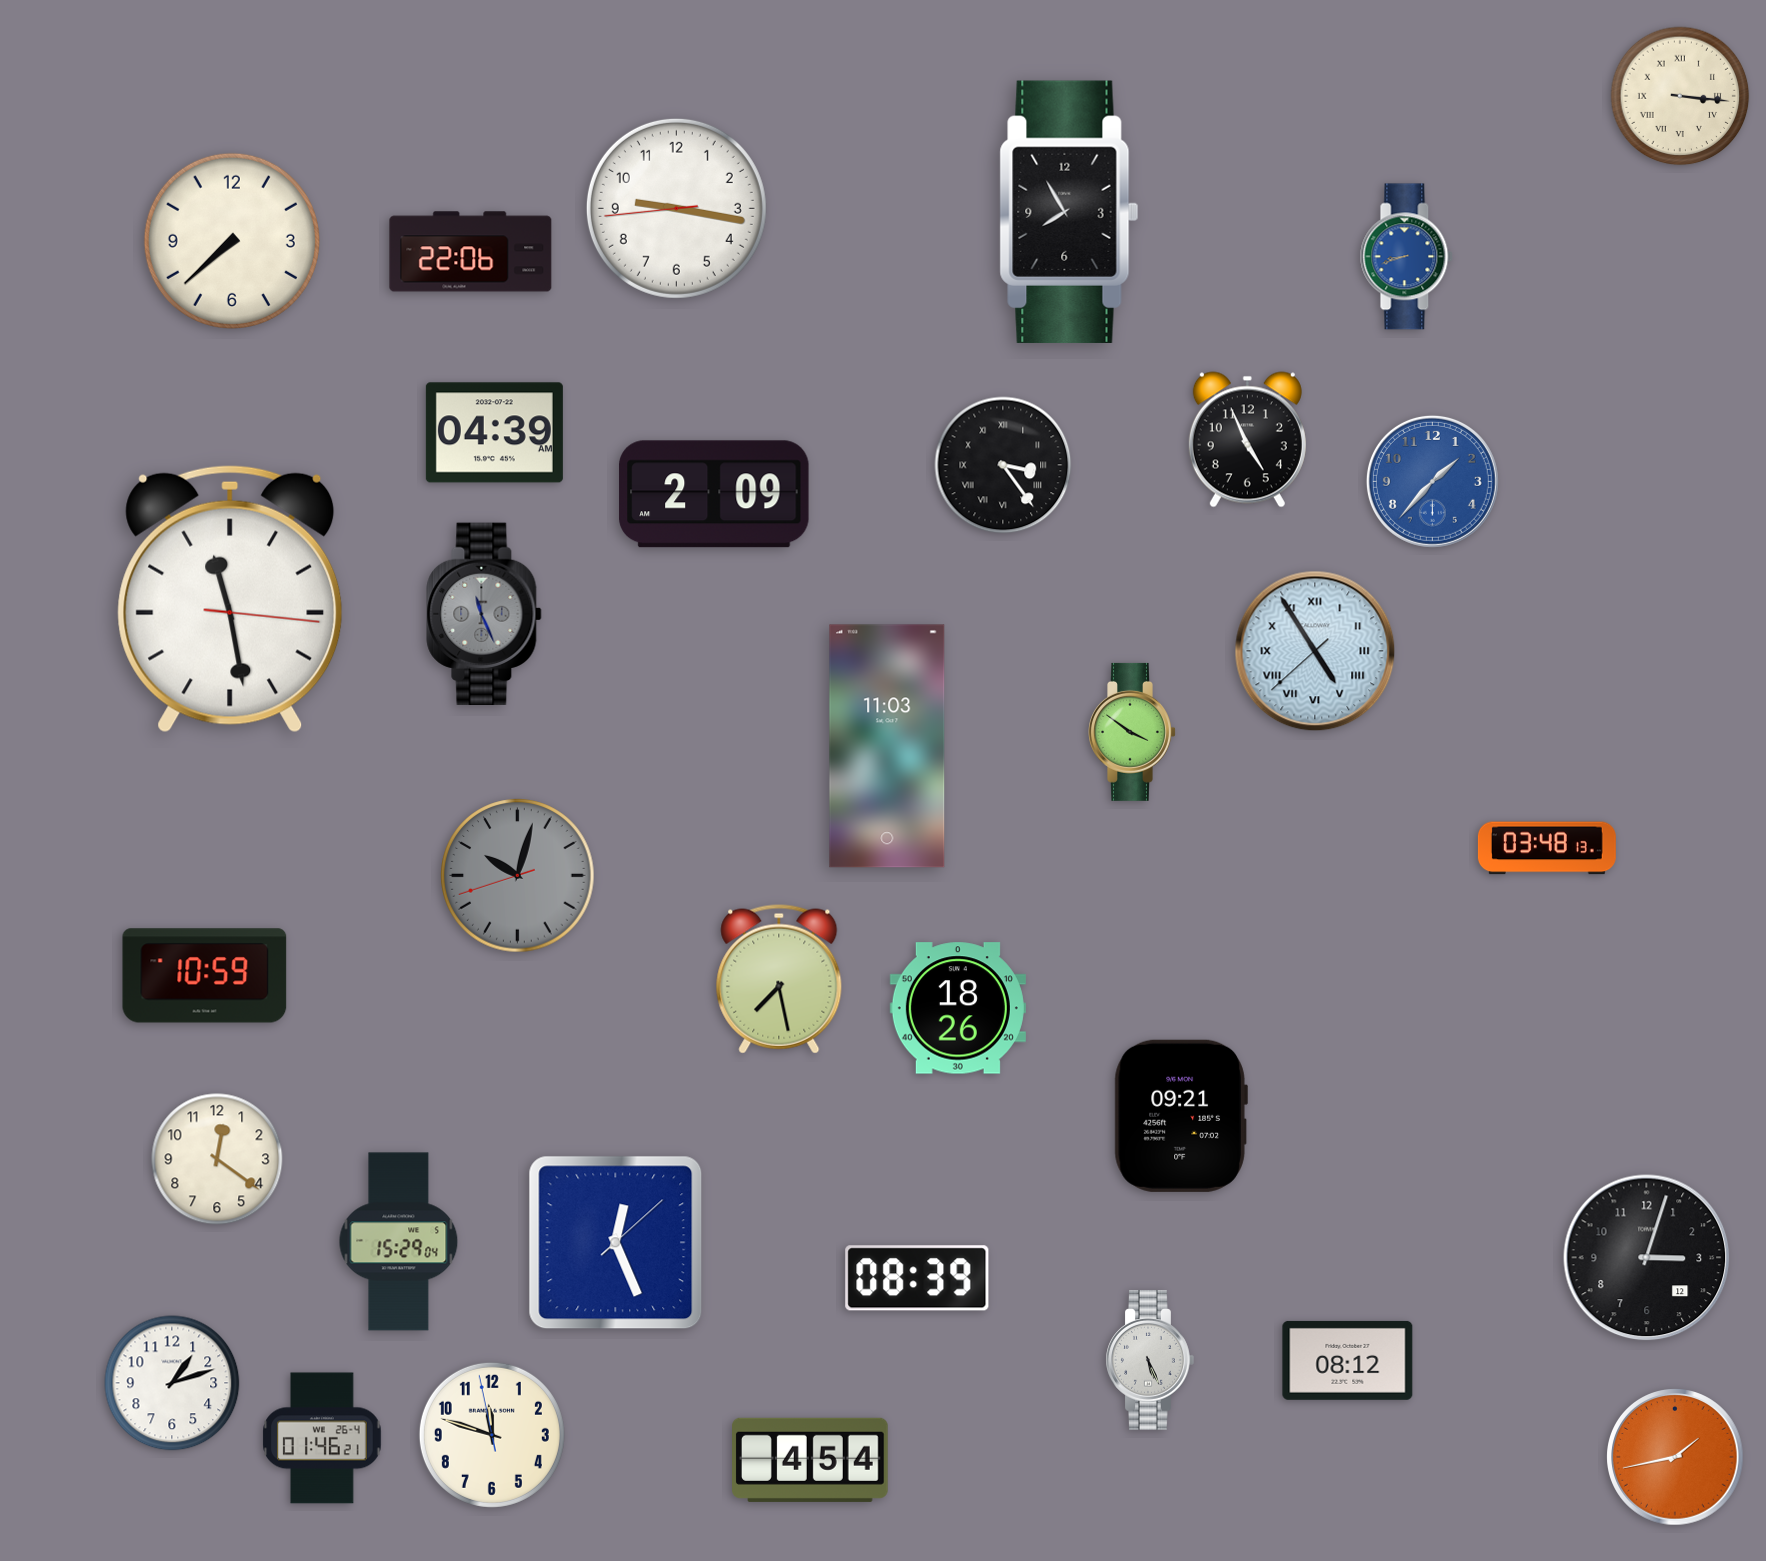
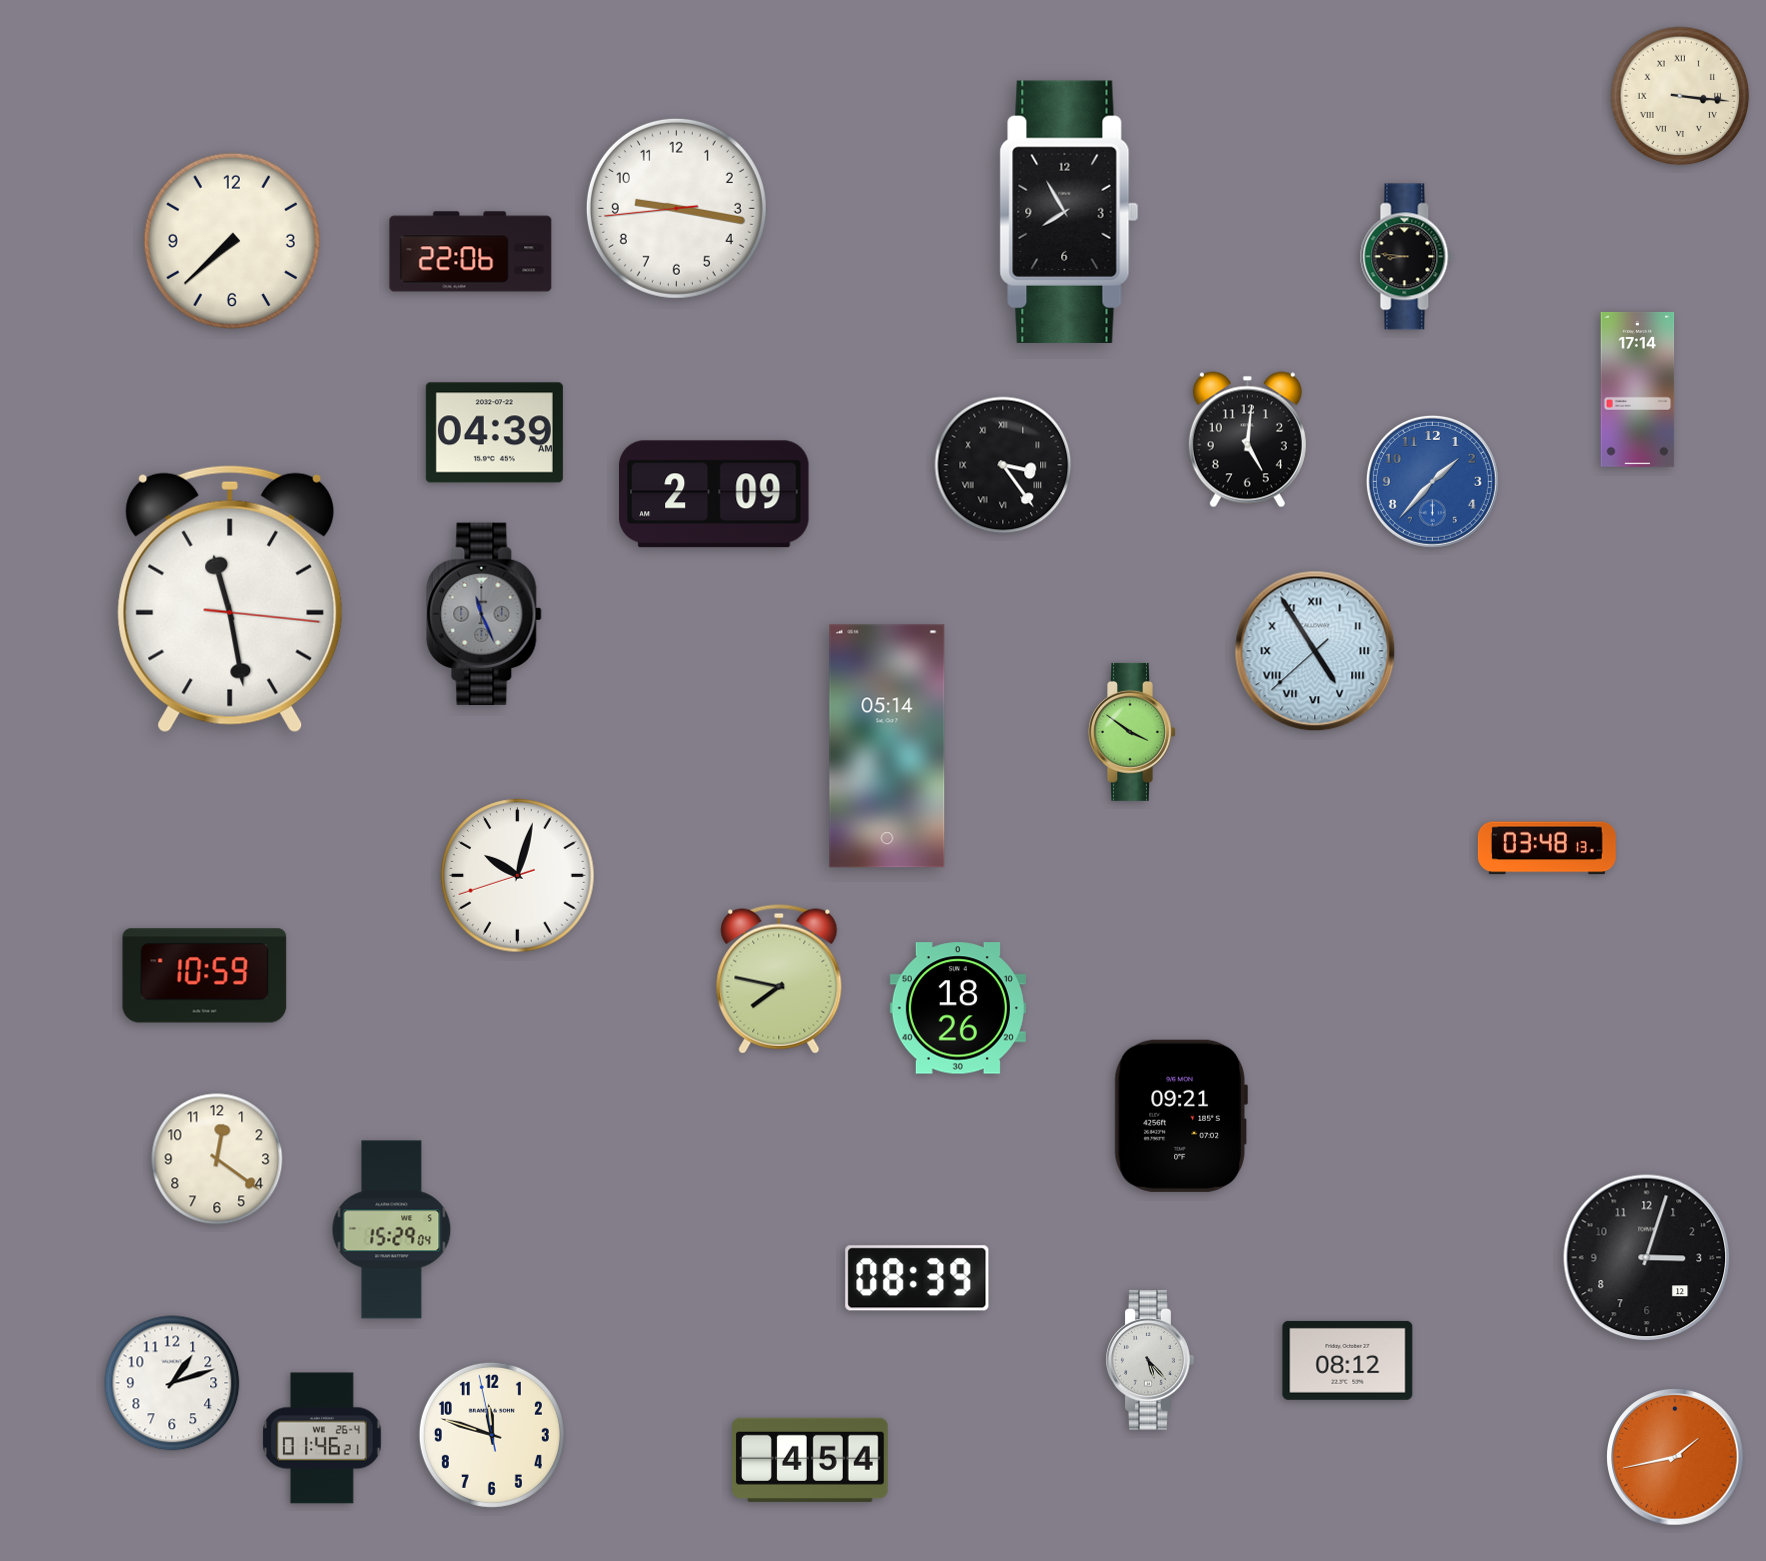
clock at (1407, 257): 8:42 -> 8:46
clock at (1407, 257) dial: blue -> black
clock at (1638, 389): none -> 17:14
clock at (1247, 440): 4:56 -> 5:01
clock at (887, 746): 11:03 -> 05:14
clock at (518, 876) dial: grey -> white
clock at (779, 979): 7:28 -> 7:47
clock at (399, 1242) position: (399, 1242) -> (392, 1230)
clock at (616, 1243): 12:26 -> none
clock at (1150, 1360): 5:26 -> 5:23
